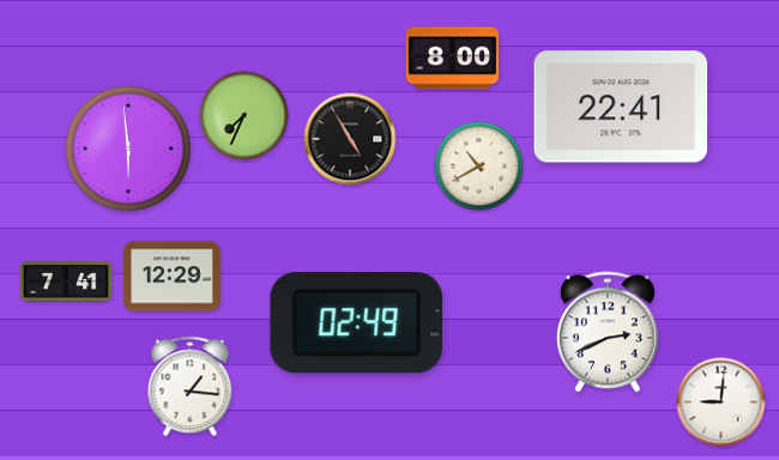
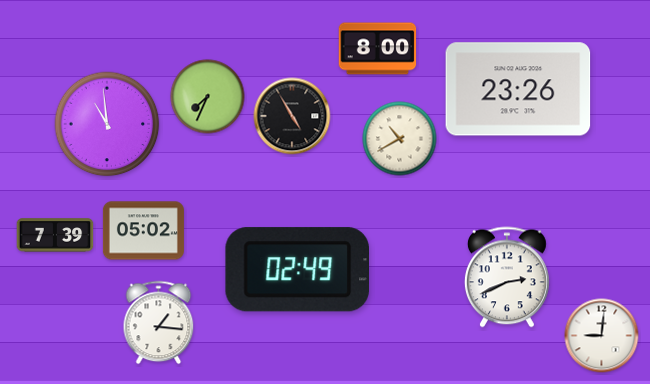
clock at (621, 107): 22:41 -> 23:26
clock at (244, 116) position: (244, 116) -> (208, 97)
clock at (128, 149): 5:59 -> 10:59
clock at (171, 277): 12:29 -> 05:02
clock at (66, 282): 7:41 -> 7:39
